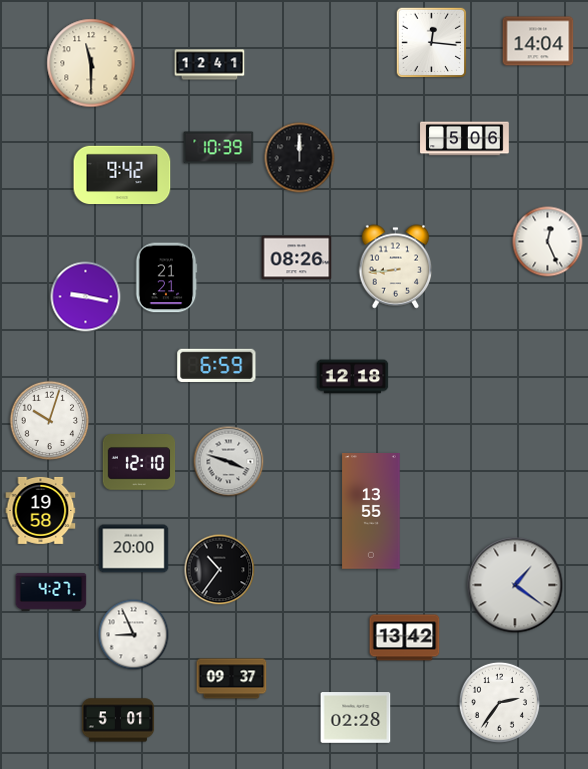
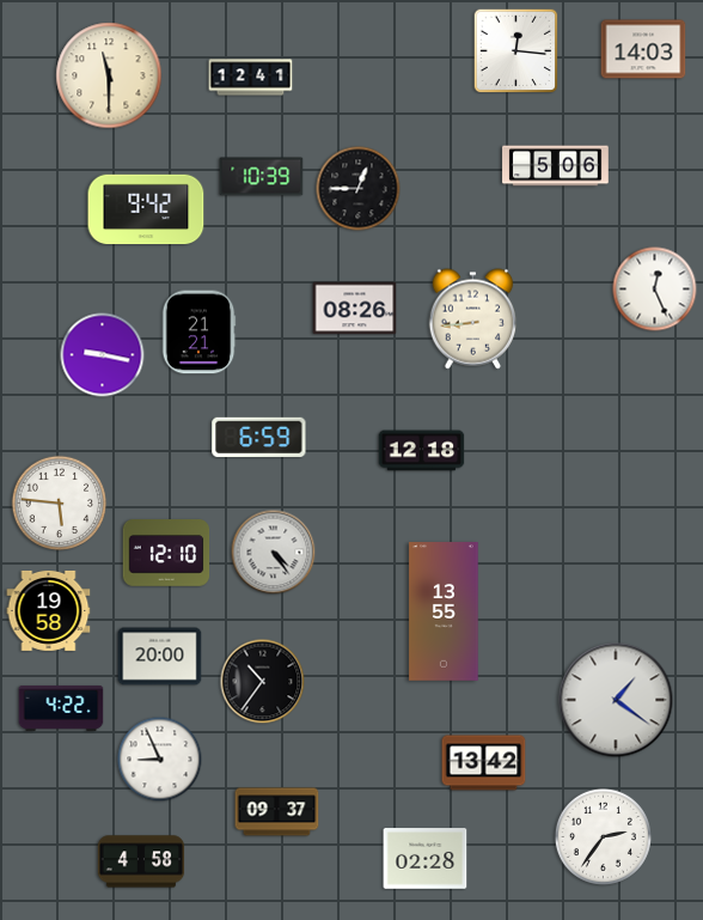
clock at (538, 41): 14:04 -> 14:03
clock at (300, 158): 12:00 -> 12:45
clock at (50, 421): 10:03 -> 5:46
clock at (229, 462): 3:48 -> 4:24
clock at (51, 592): 4:27 -> 4:22
clock at (499, 702) position: (499, 702) -> (603, 836)
clock at (118, 720): 5:01 -> 4:58
